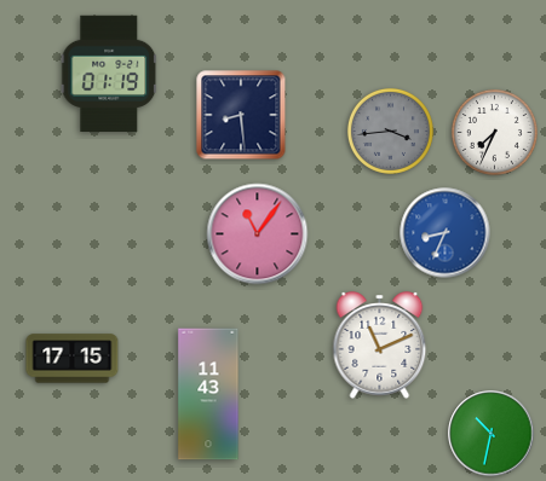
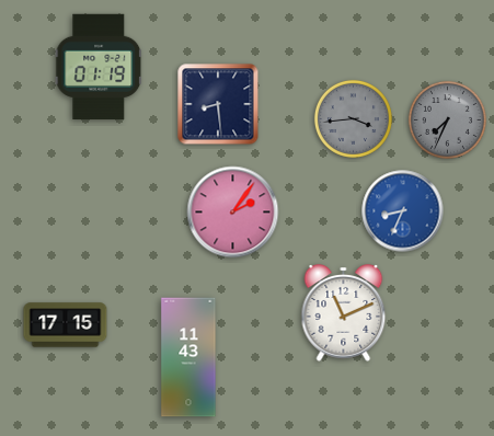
clock at (494, 132) dial: white -> grey
clock at (258, 234): 11:06 -> 2:06
clock at (492, 434): 10:32 -> none
